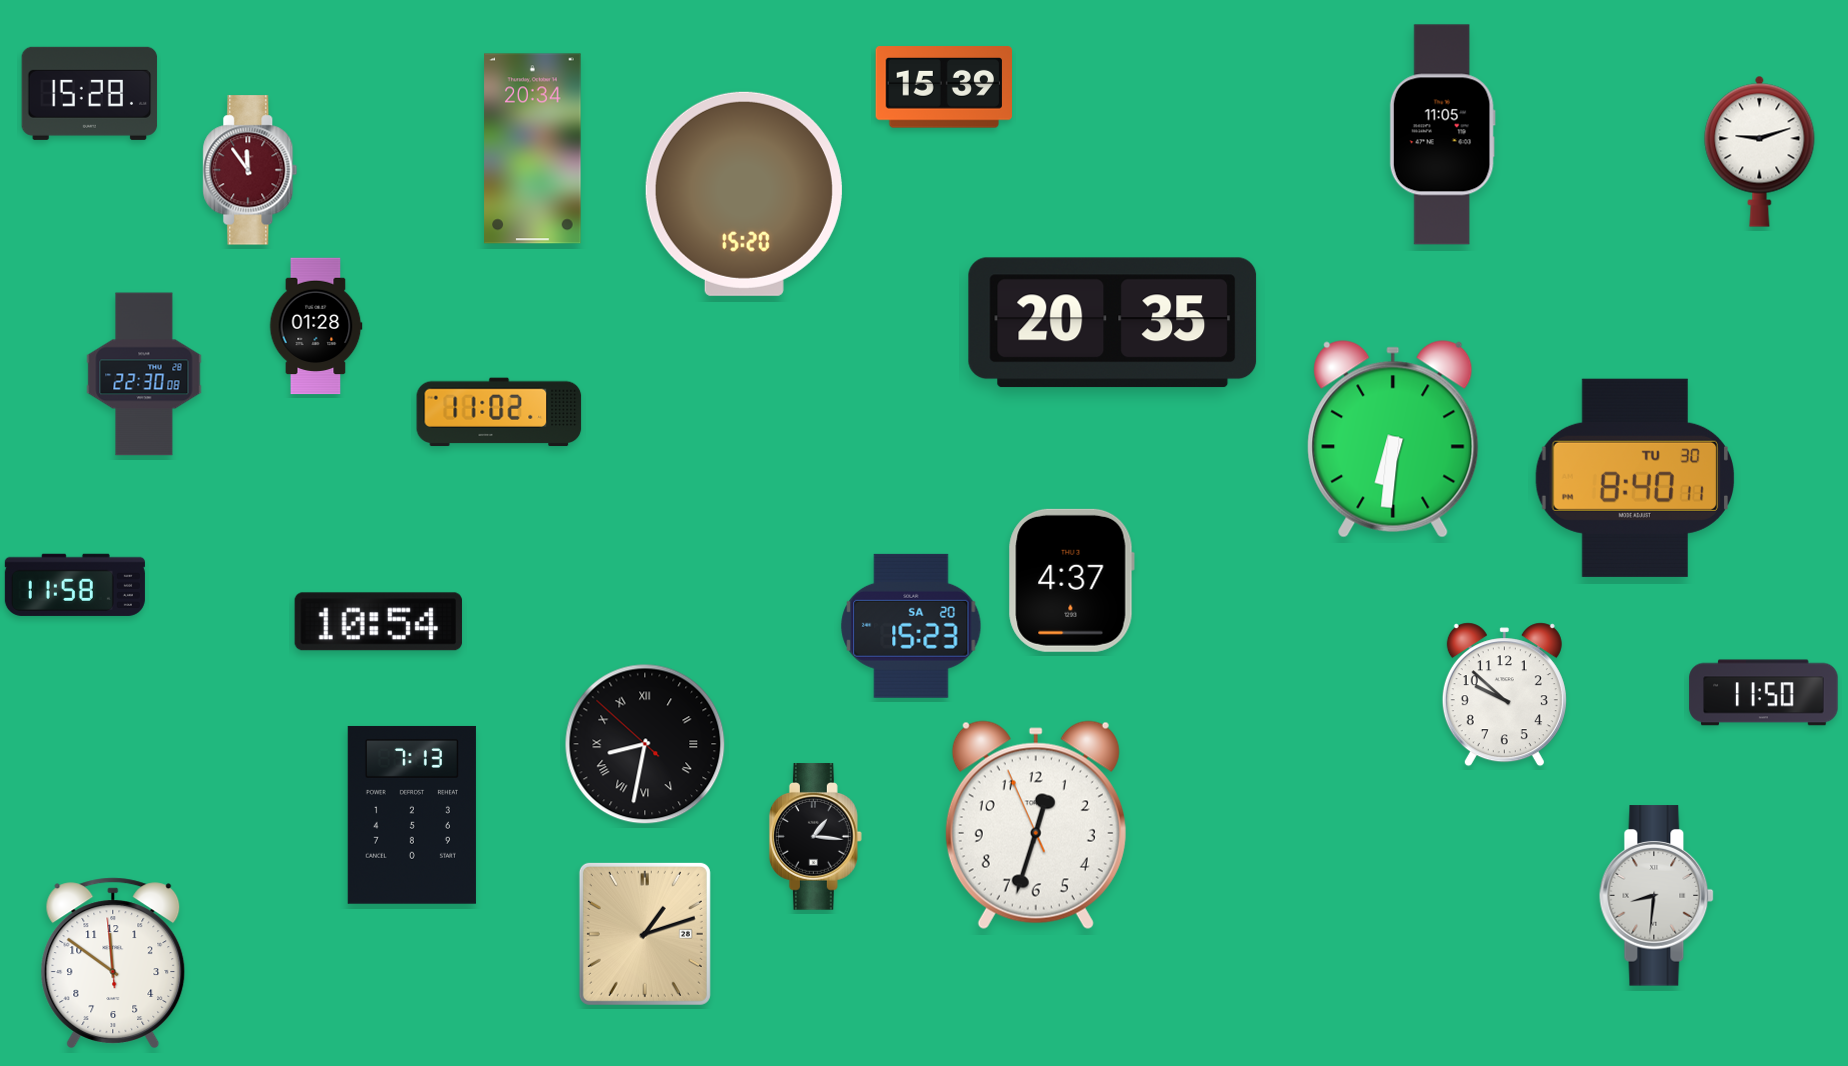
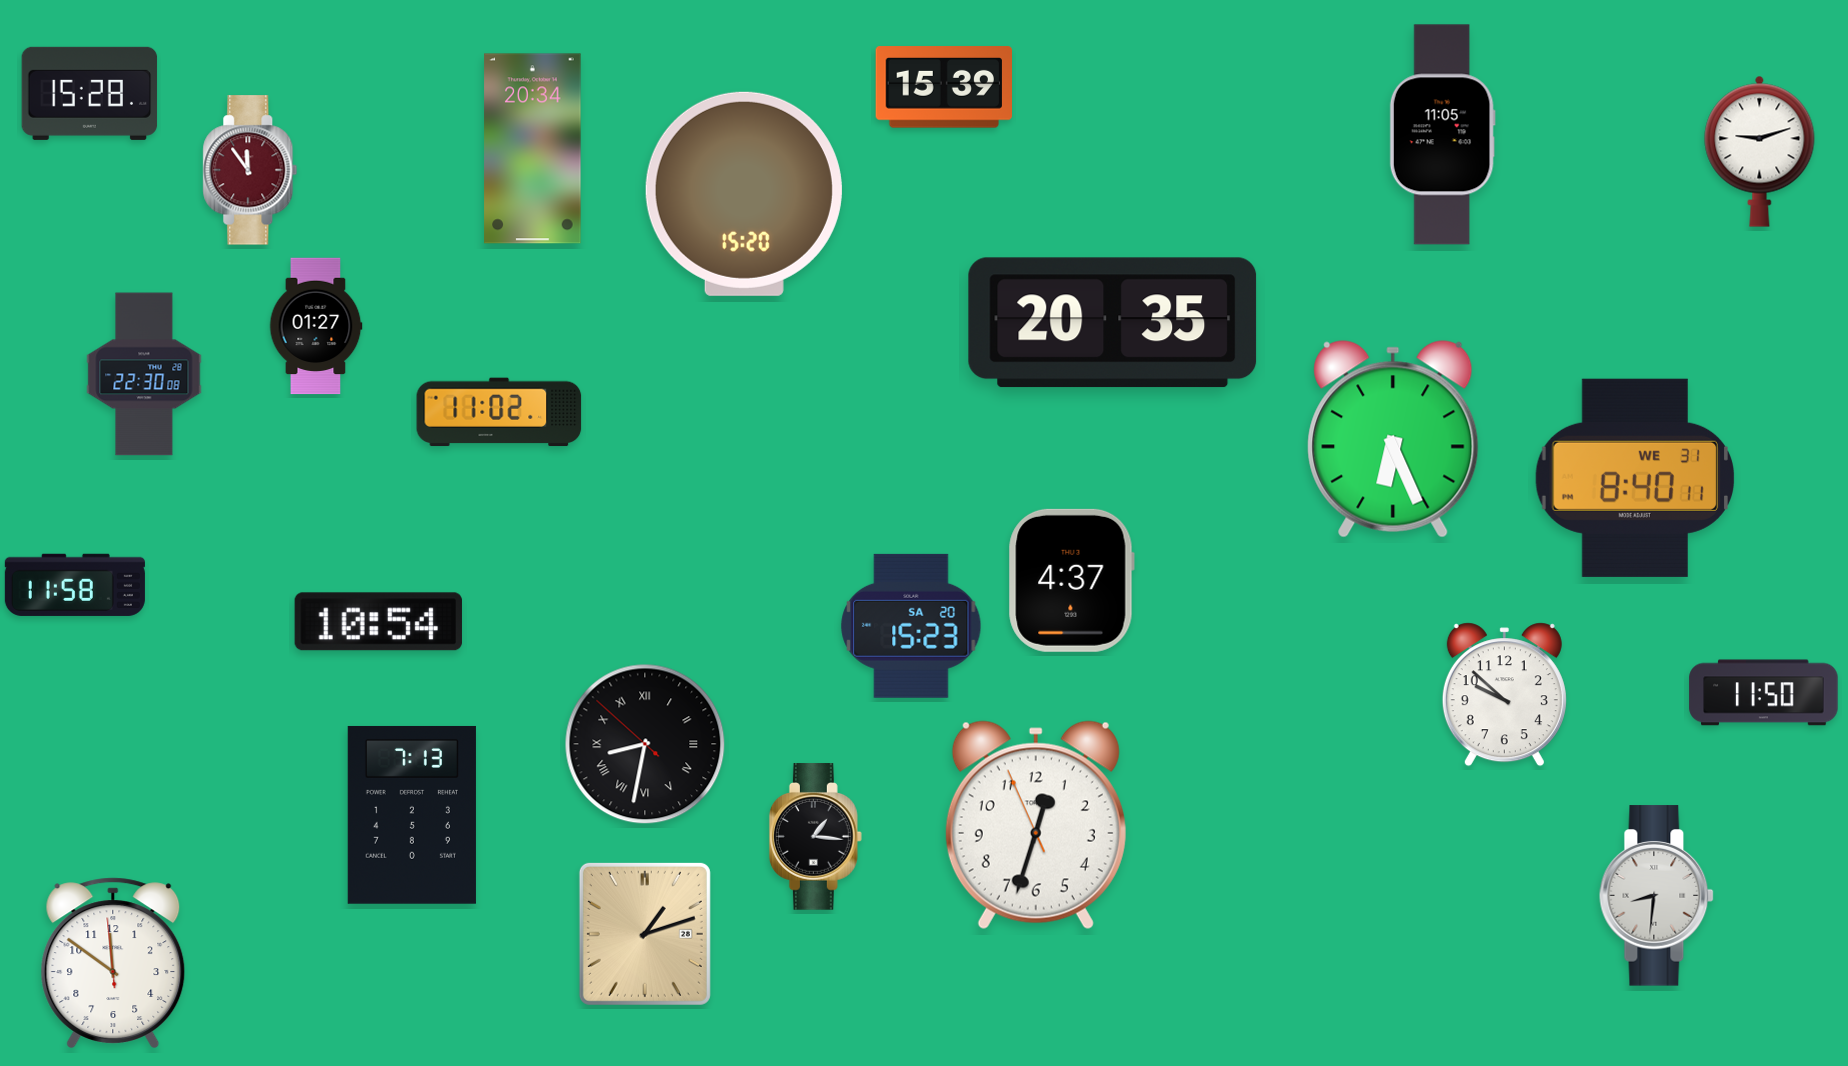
clock at (316, 326): 01:28 -> 01:27
clock at (1393, 439): 6:31 -> 6:26
clock at (1634, 478) date: TU 30 -> WE 31
